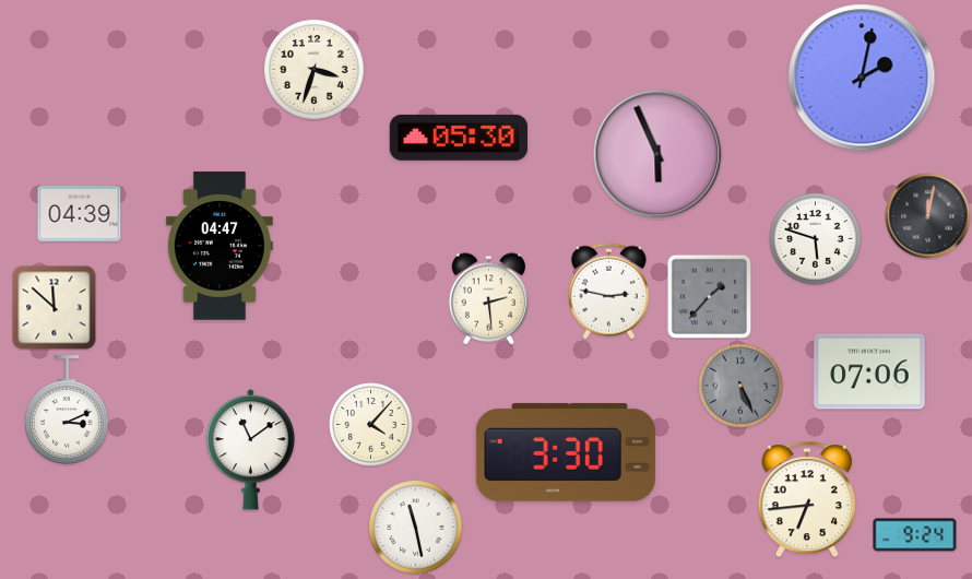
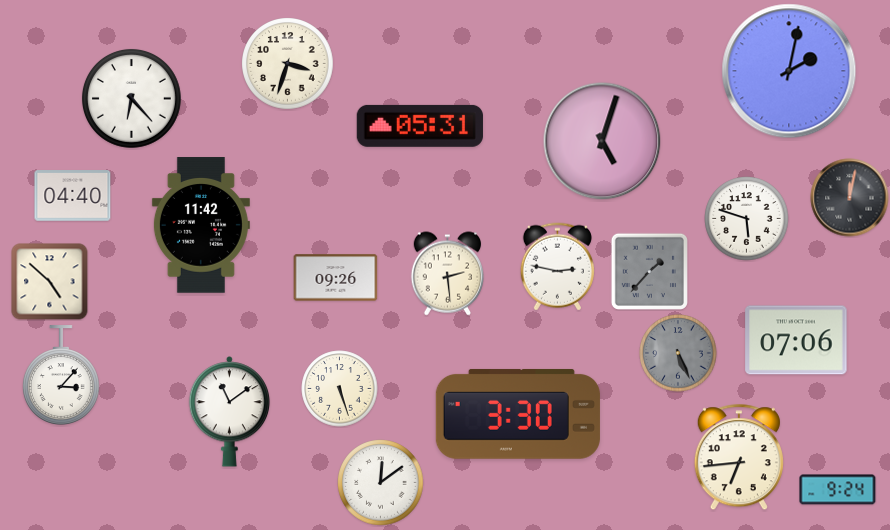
clock at (131, 98): none -> 6:23
clock at (459, 138): 05:30 -> 05:31
clock at (657, 154): 5:56 -> 5:03
clock at (80, 214): 04:39 -> 04:40
clock at (220, 246): 04:47 -> 11:42
clock at (336, 278): none -> 09:26
clock at (55, 308): 11:52 -> 4:52
clock at (67, 410): 3:11 -> 3:07
clock at (371, 425): 4:07 -> 5:27
clock at (416, 528): 11:28 -> 12:09
